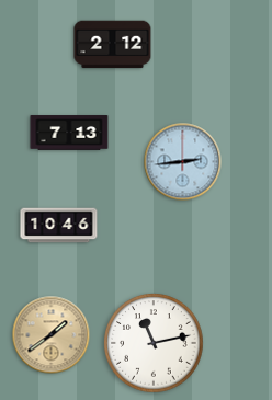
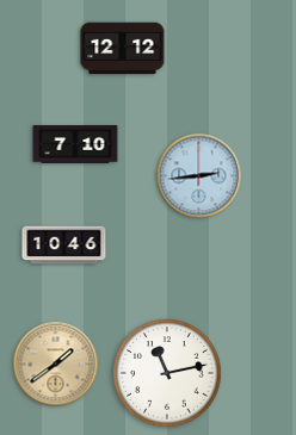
clock at (113, 45): 2:12 -> 12:12
clock at (69, 133): 7:13 -> 7:10
